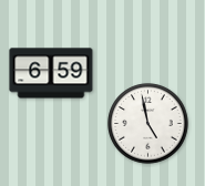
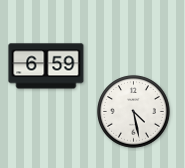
clock at (148, 124): 4:58 -> 4:28
